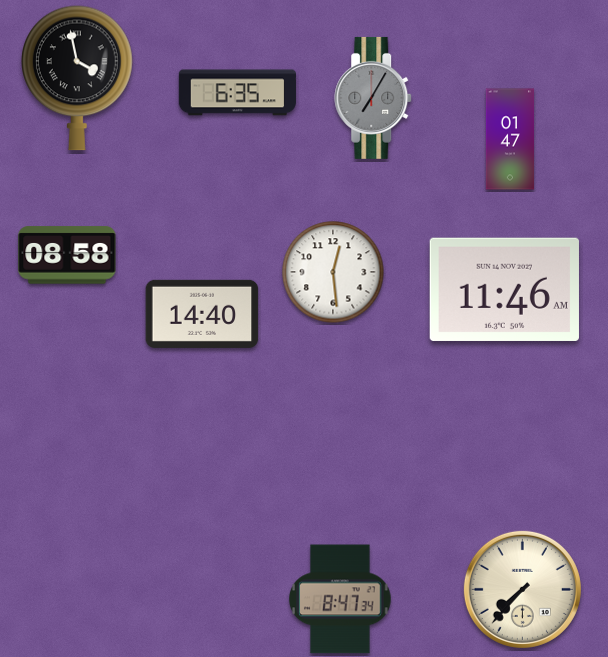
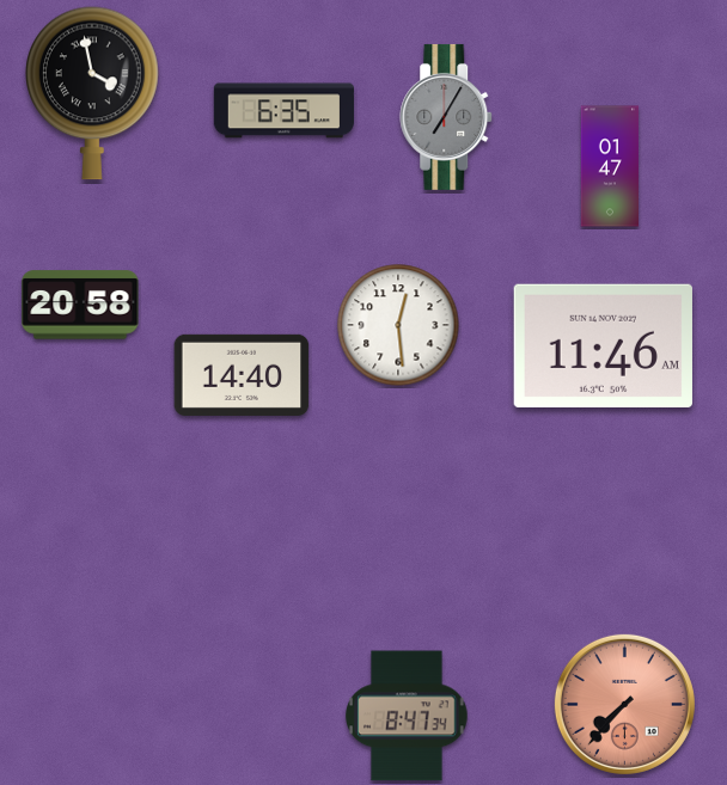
clock at (67, 255): 08:58 -> 20:58
clock at (522, 589) dial: cream -> salmon
